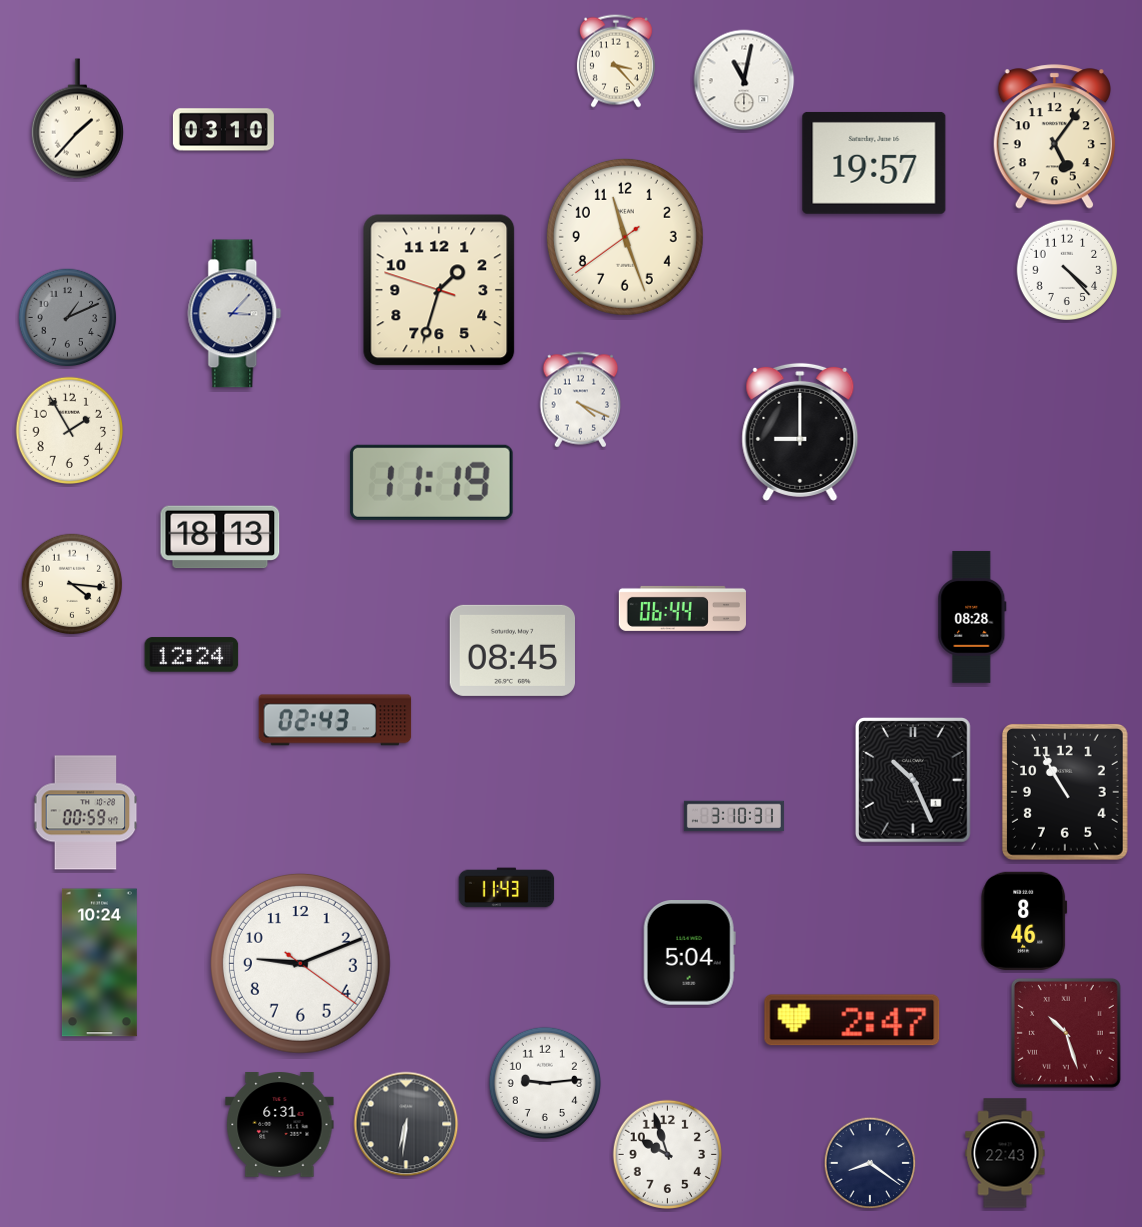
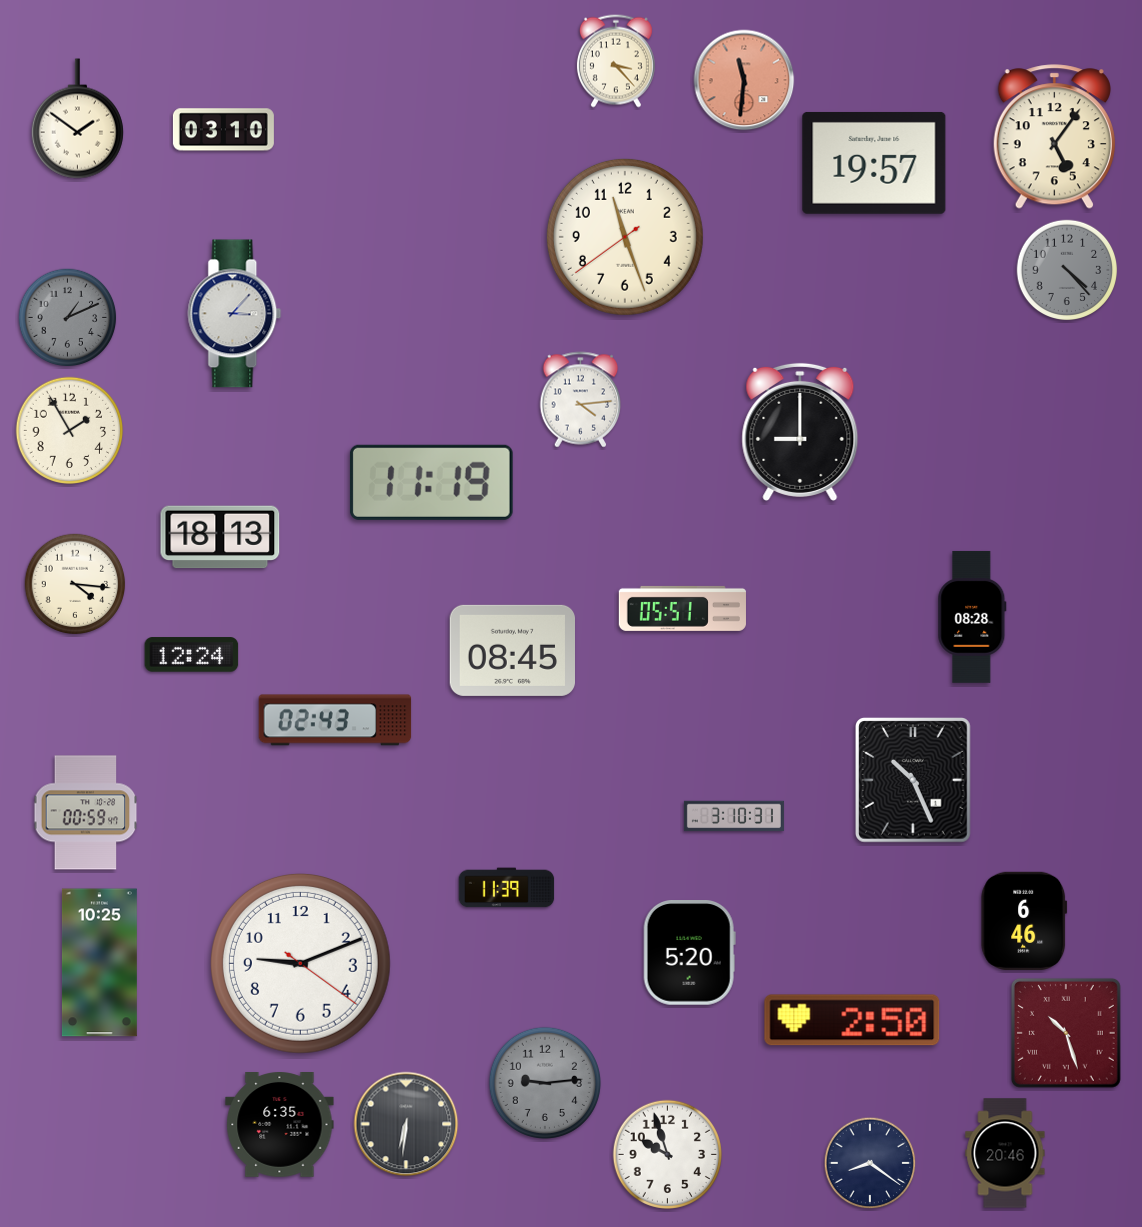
clock at (744, 80): 11:02 -> 11:31
clock at (744, 80) dial: white -> salmon
clock at (77, 119): 1:37 -> 1:51
clock at (1067, 270) dial: white -> grey
clock at (439, 290): 1:32 -> none
clock at (581, 400): 4:19 -> 4:14
clock at (72, 584) position: (72, 584) -> (75, 584)
clock at (682, 608): 06:44 -> 05:51
clock at (1065, 792): 10:55 -> none
clock at (507, 888): 11:43 -> 11:39
clock at (1024, 921): 8:46 -> 6:46
clock at (689, 953): 5:04 -> 5:20
clock at (99, 963): 10:24 -> 10:25
clock at (852, 1020): 2:47 -> 2:50
clock at (545, 1083) dial: white -> grey
clock at (280, 1125): 6:31 -> 6:35
clock at (1005, 1153): 22:43 -> 20:46
